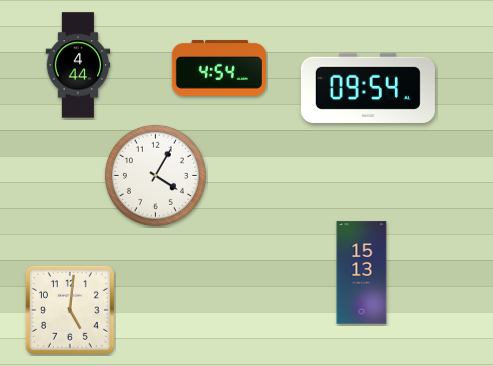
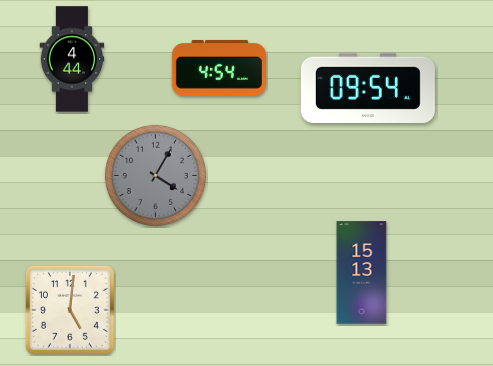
clock at (78, 65) position: (78, 65) -> (72, 59)
clock at (155, 175) dial: white -> grey
